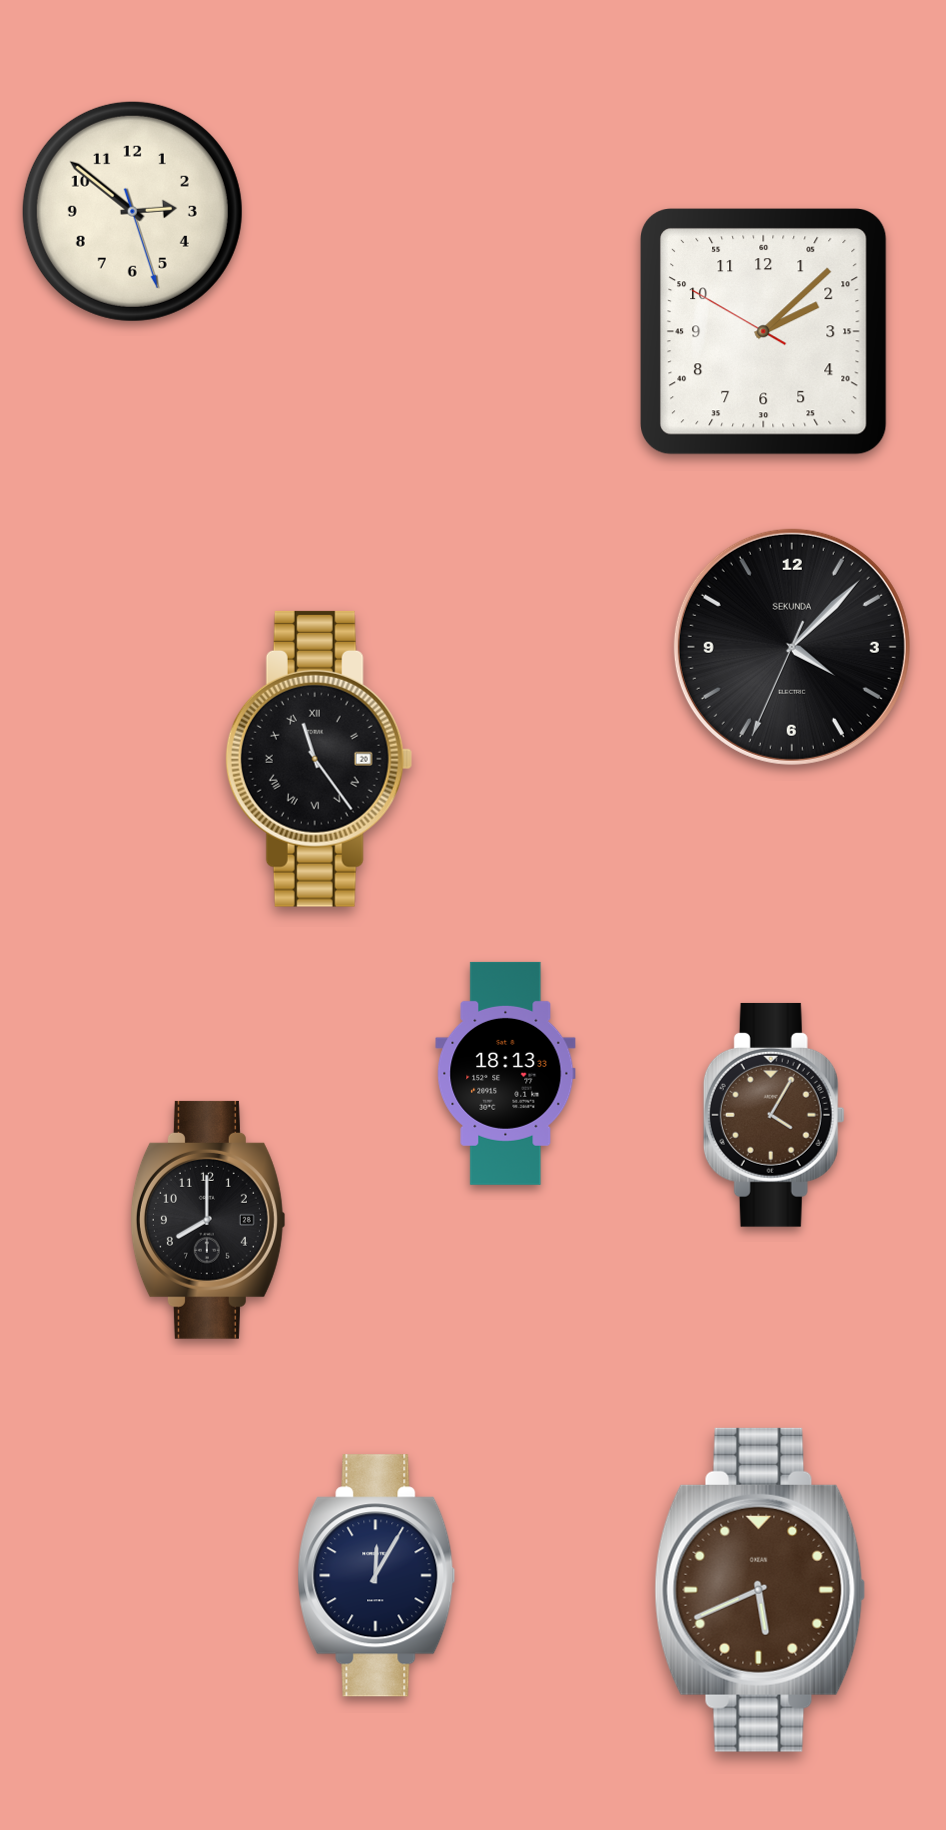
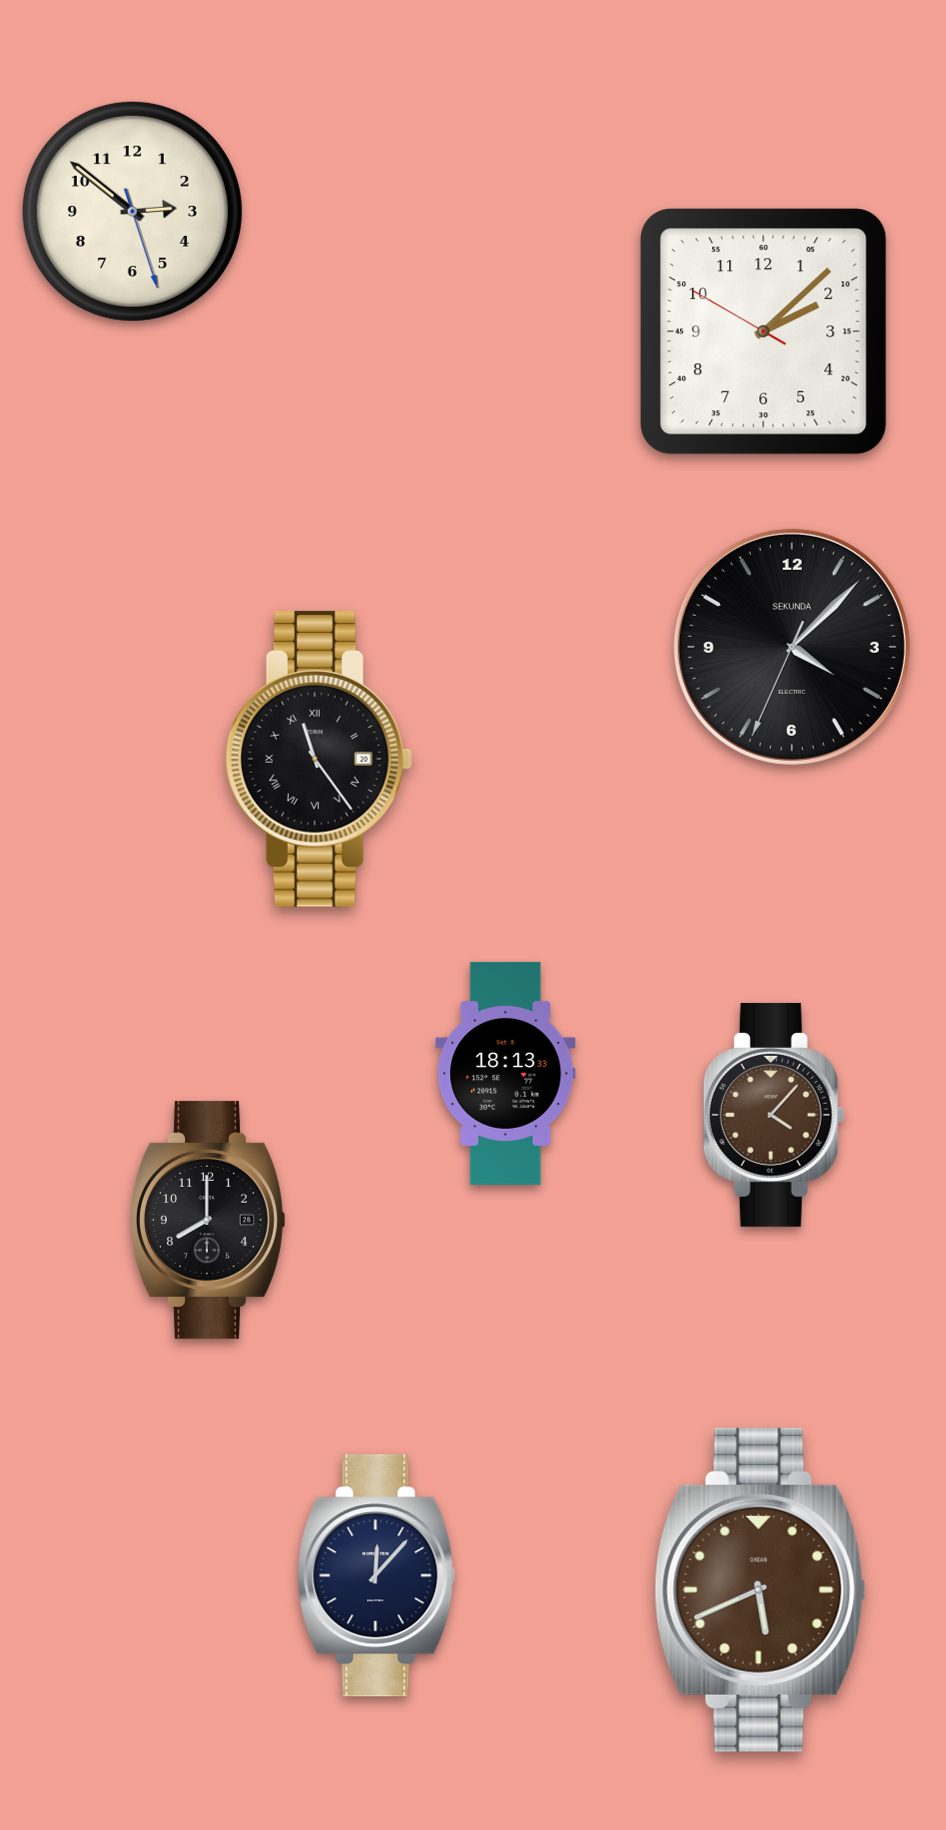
clock at (774, 1115): 4:05 -> 4:07
clock at (377, 1576): 12:05 -> 12:07
